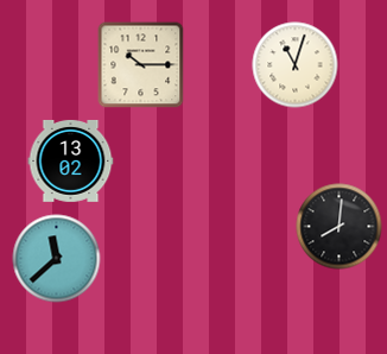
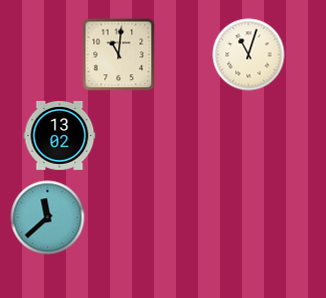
clock at (141, 65): 10:15 -> 11:01
clock at (340, 227): 8:01 -> none
